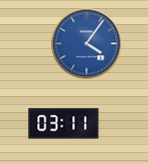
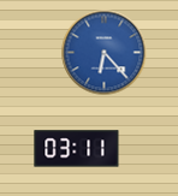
clock at (87, 44): 4:06 -> 6:23
